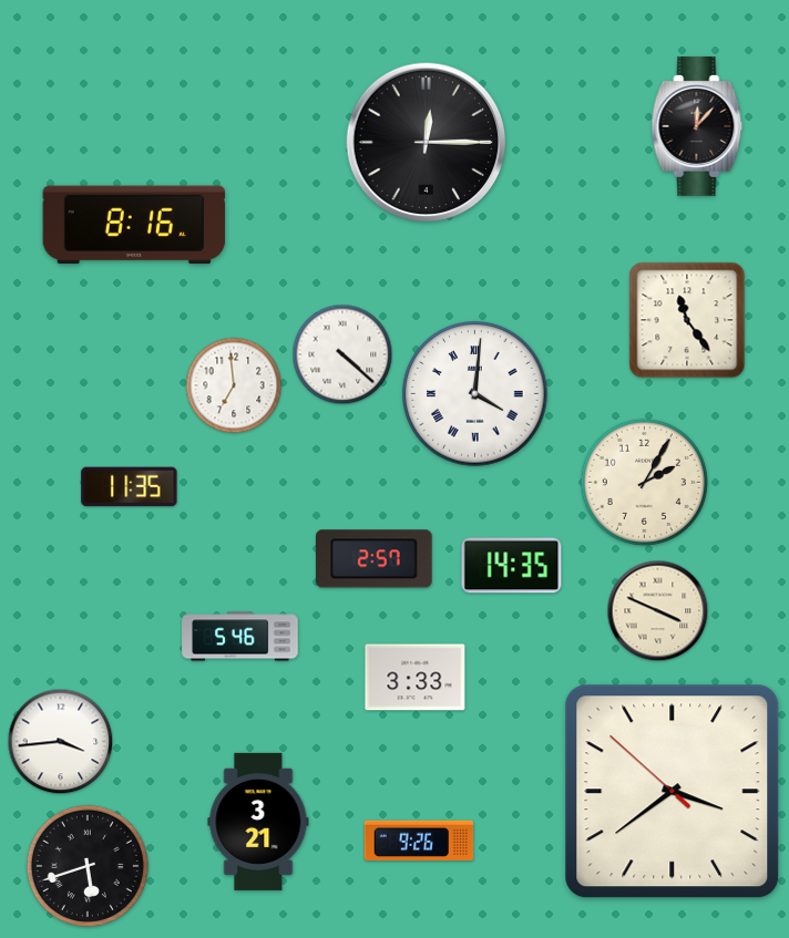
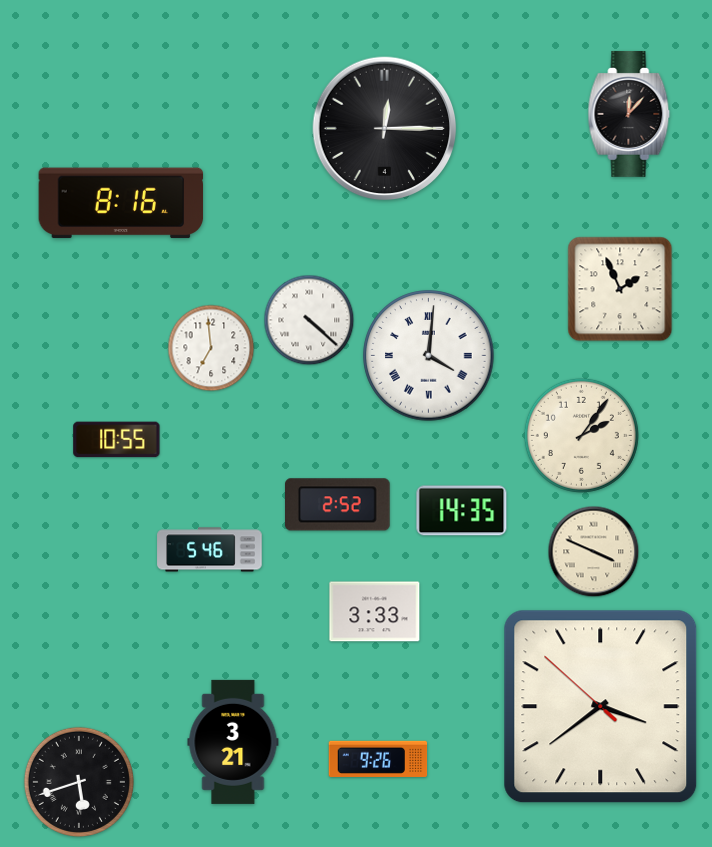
clock at (687, 320): 11:24 -> 1:56
clock at (644, 482): 2:05 -> 2:06
clock at (130, 487): 11:35 -> 10:55
clock at (375, 559): 2:57 -> 2:52
clock at (240, 637) position: (240, 637) -> (210, 550)
clock at (61, 742): 3:44 -> none
clock at (673, 792) position: (673, 792) -> (601, 707)
